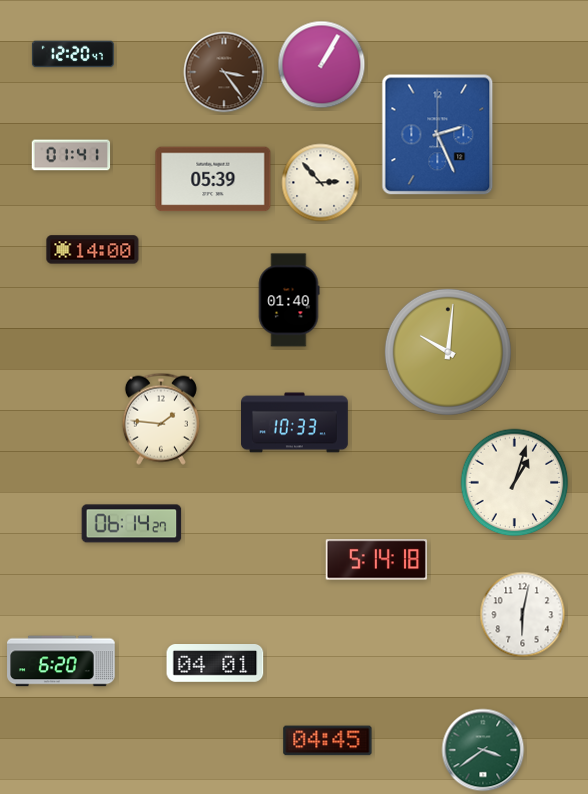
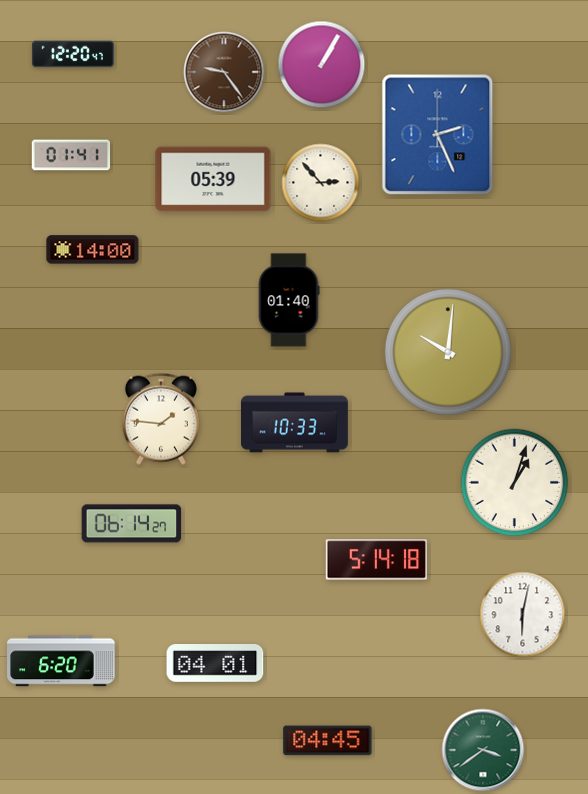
clock at (224, 72): 3:24 -> 9:24
